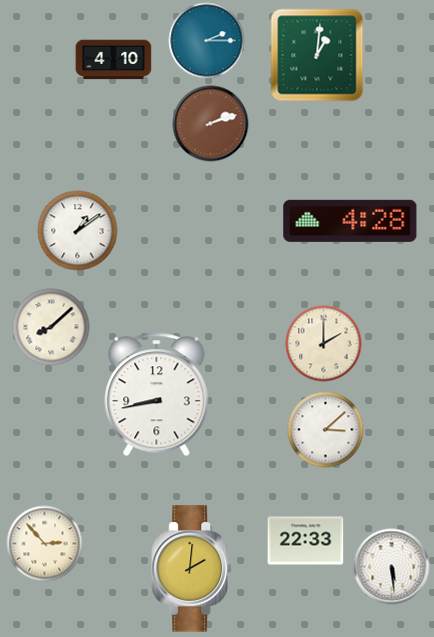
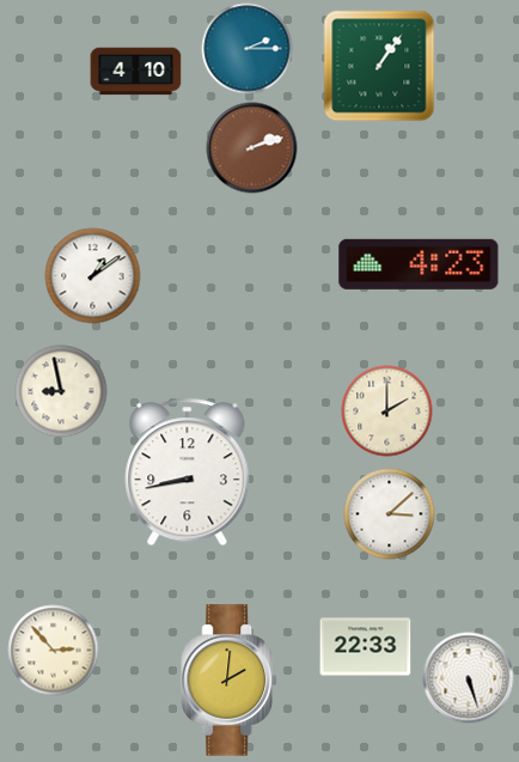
clock at (317, 55): 1:01 -> 1:06
clock at (350, 221): 4:28 -> 4:23
clock at (51, 327): 8:08 -> 8:58
clock at (392, 567): 5:29 -> 5:27
